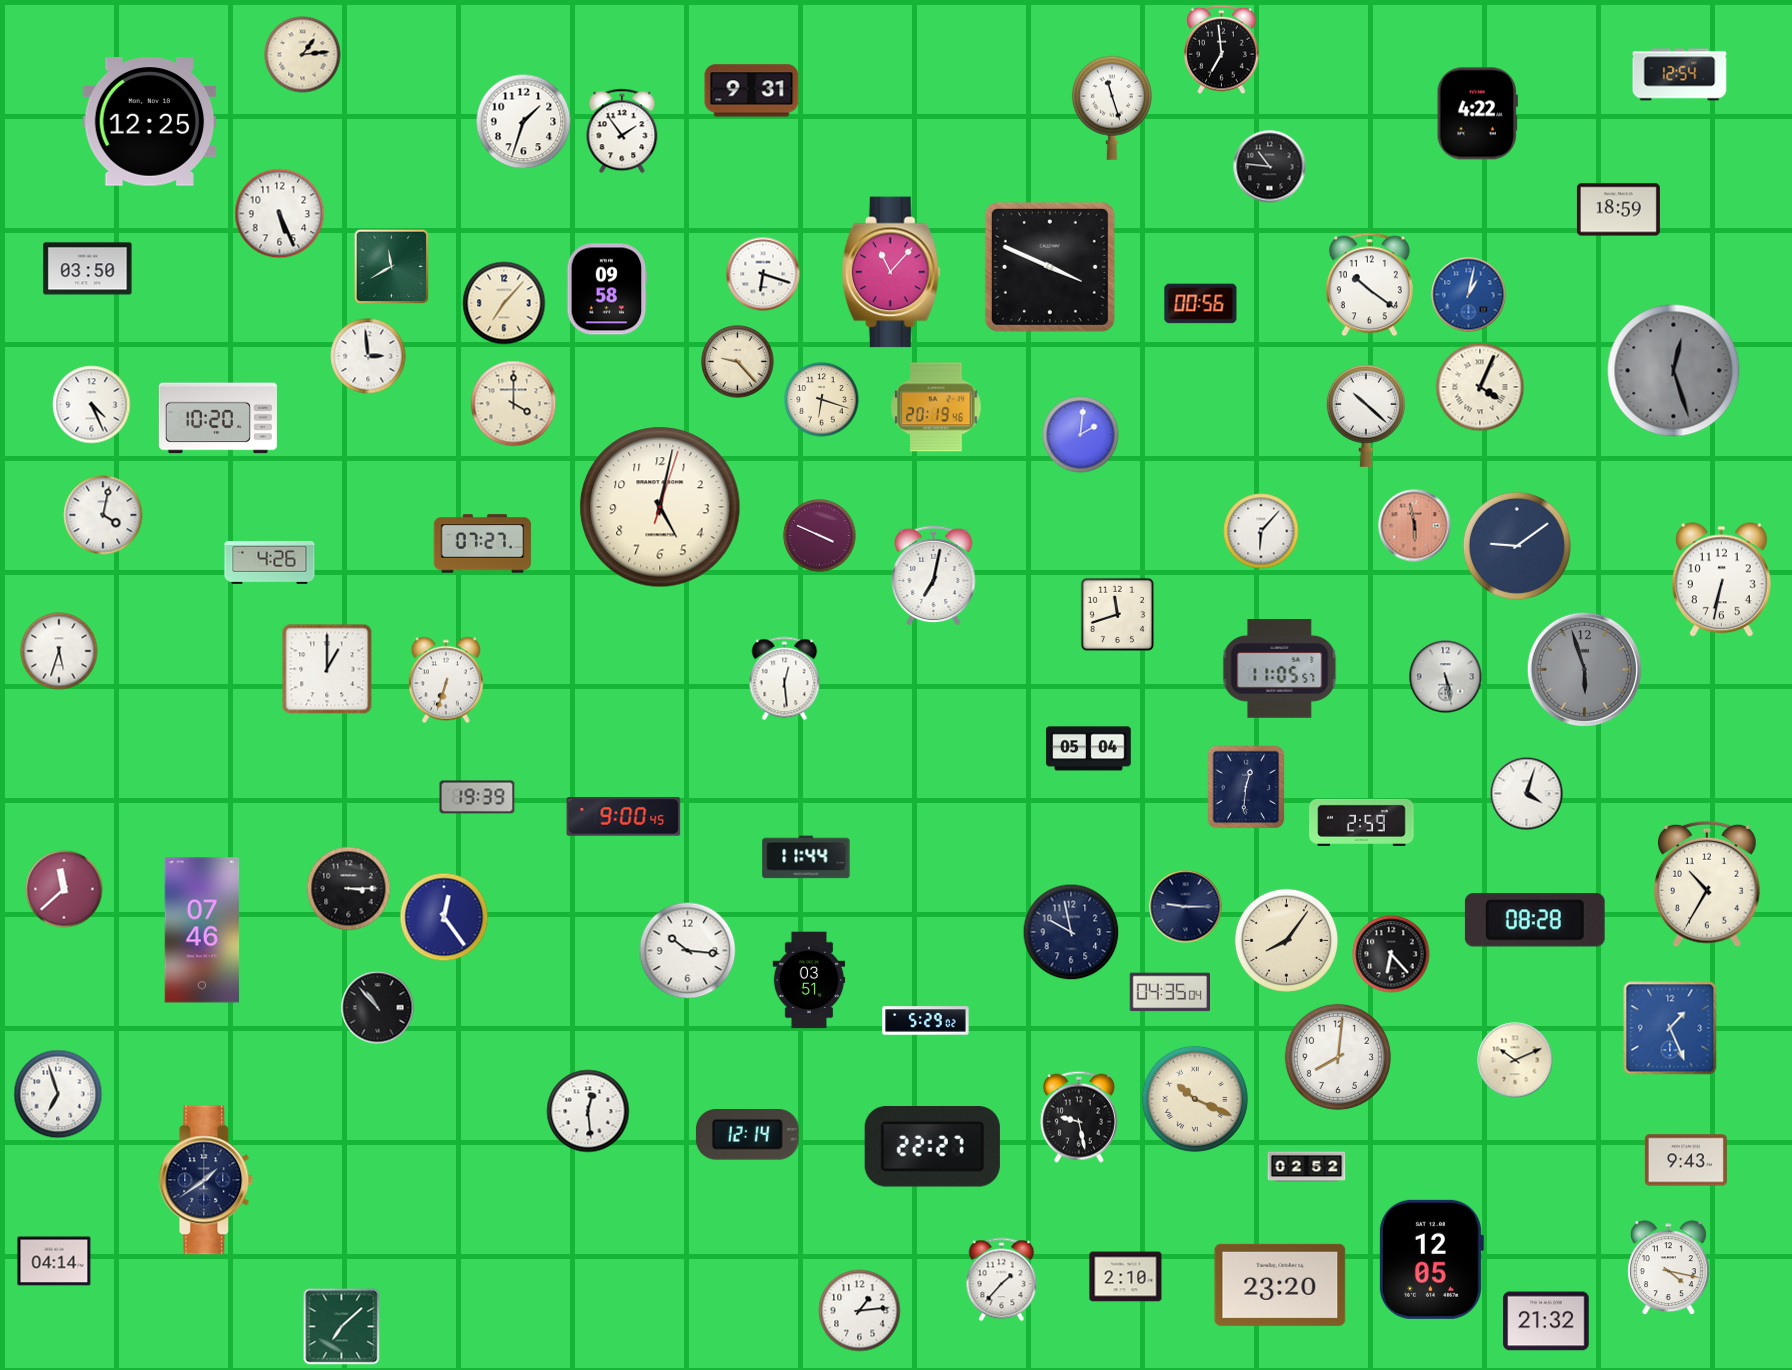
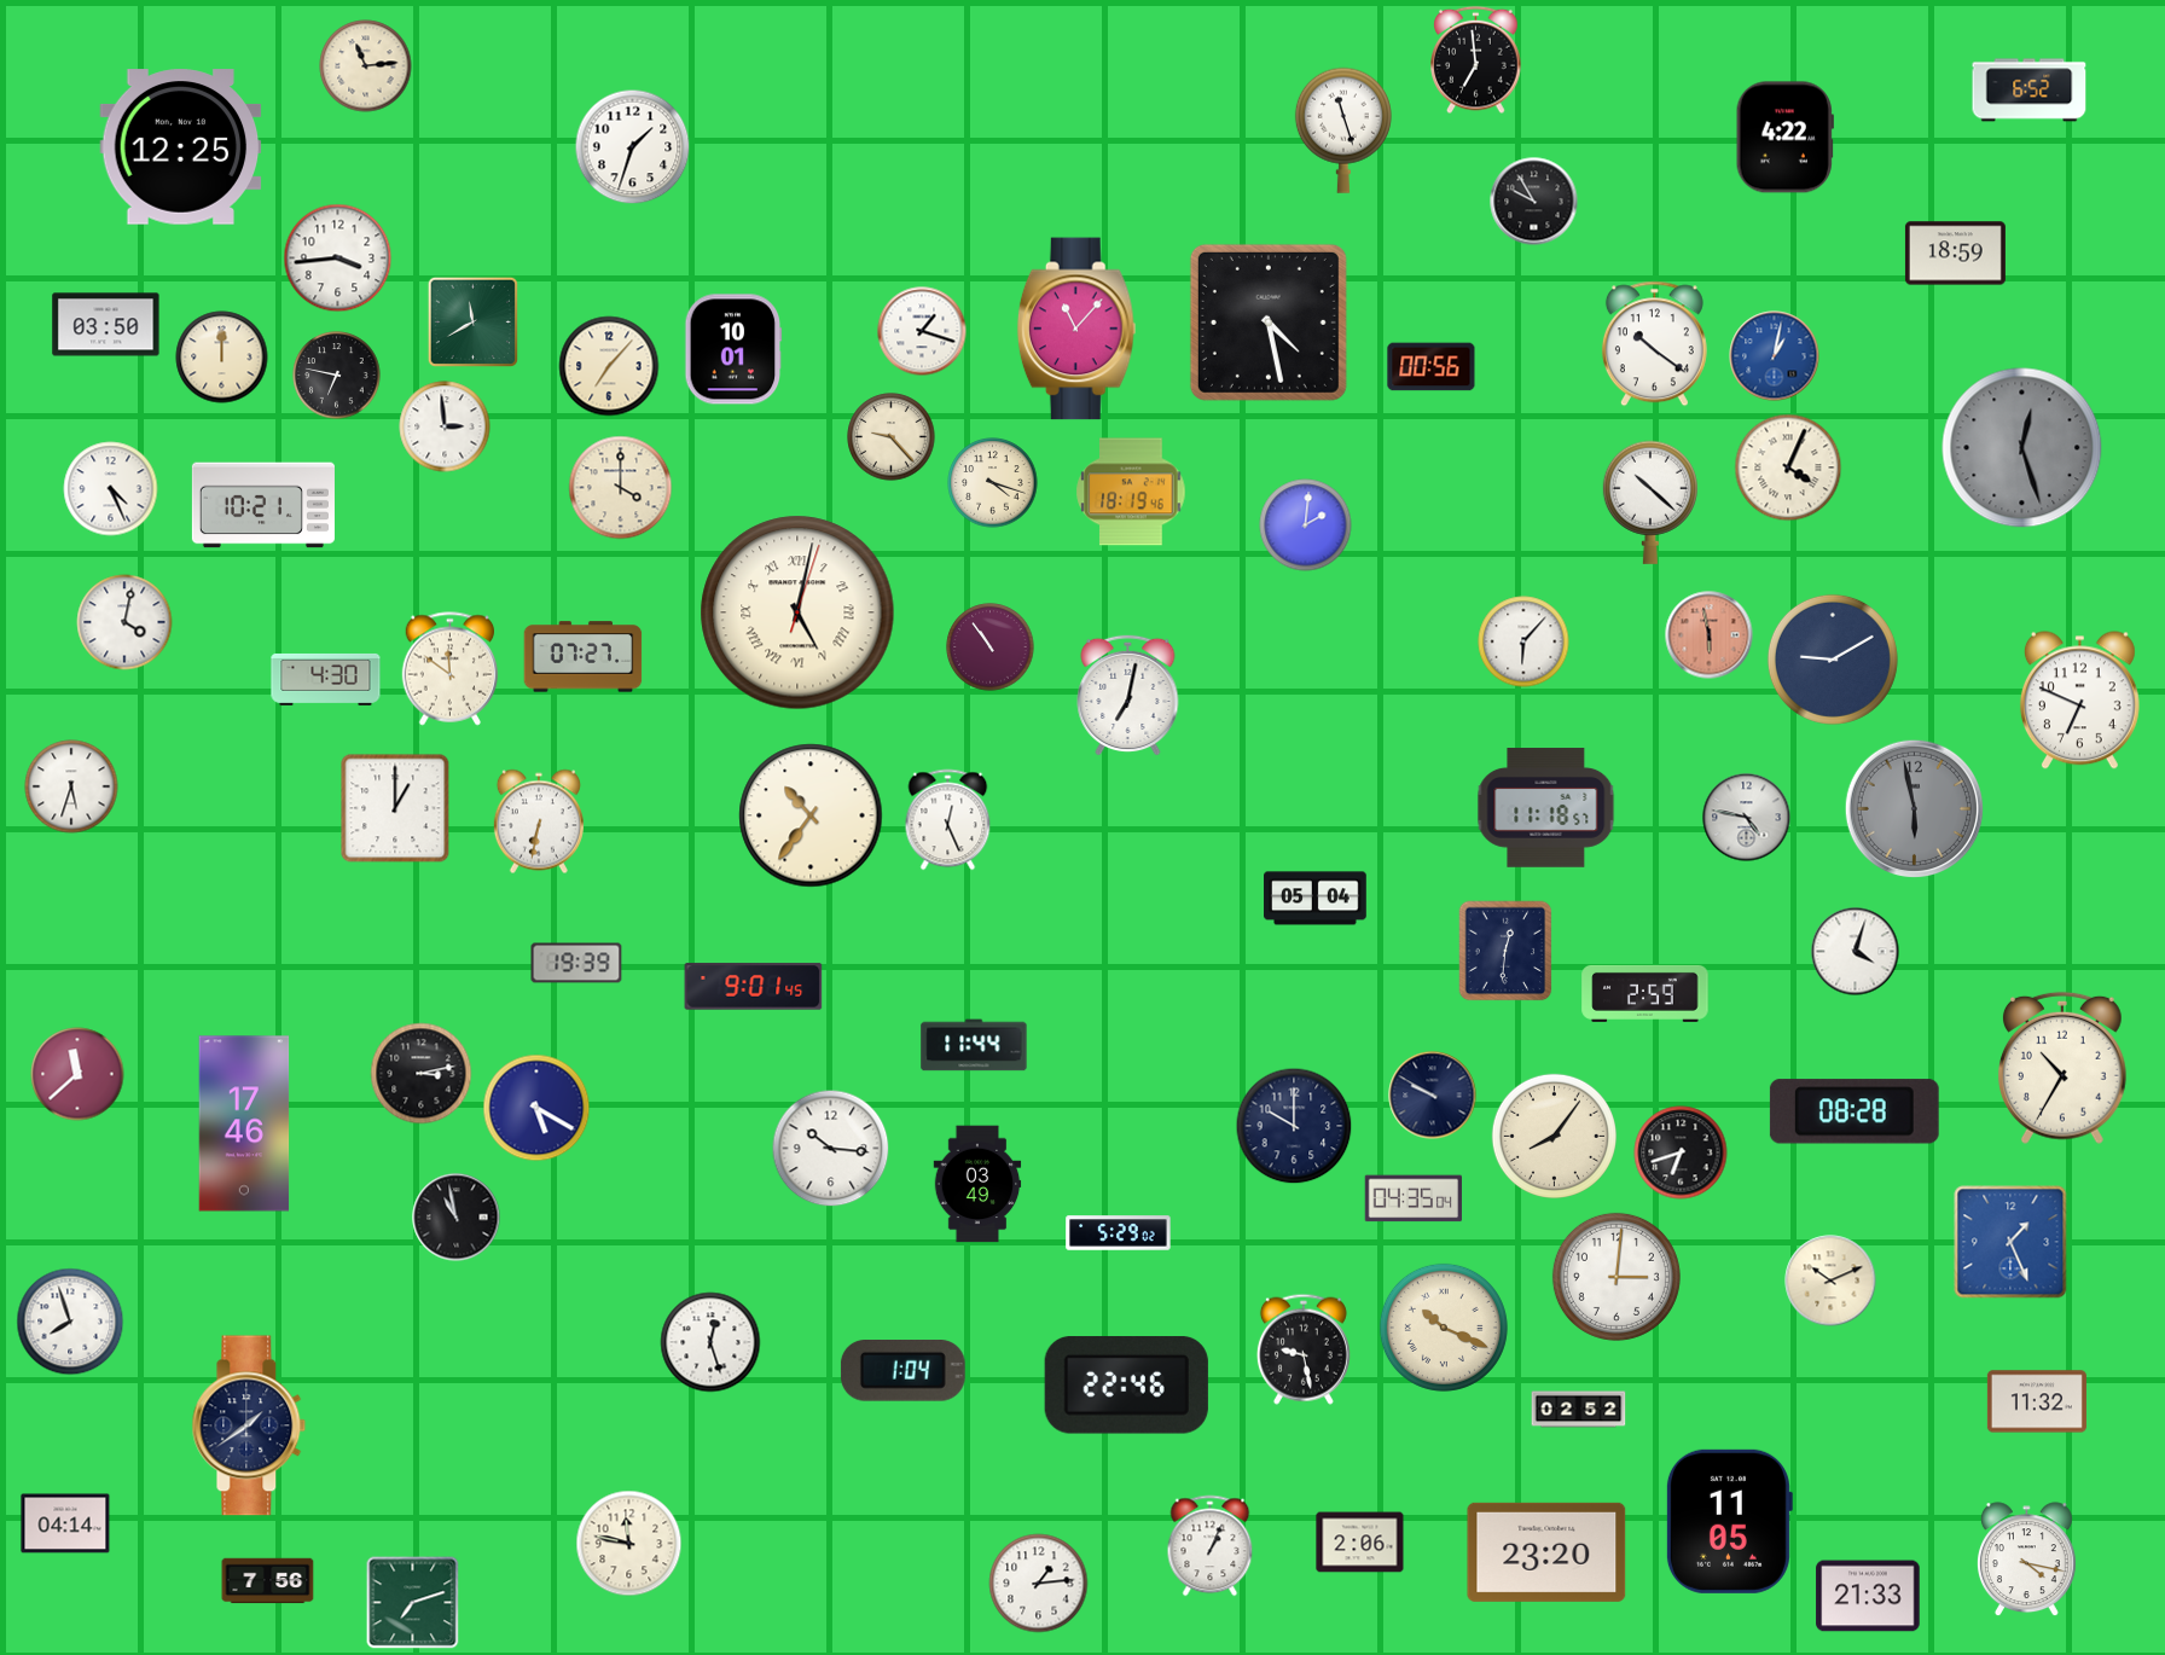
clock at (303, 55): 1:14 -> 11:14
clock at (1680, 75): 12:54 -> 6:52
clock at (752, 91): 9:31 -> none
clock at (622, 131): 1:54 -> none
clock at (1270, 167): 10:46 -> 9:55
clock at (280, 214): 5:26 -> 3:44
clock at (1050, 267): 3:49 -> 4:28
clock at (763, 274): 6:18 -> 1:18
clock at (607, 289): 09:58 -> 10:01
clock at (222, 358): none -> 12:00
clock at (1201, 304) position: (1201, 304) -> (1432, 367)
clock at (337, 376): none -> 6:47
clock at (368, 356) position: (368, 356) -> (445, 426)
clock at (822, 400): 6:18 -> 4:18
clock at (936, 407): 20:19 -> 18:19
clock at (218, 418): 10:20 -> 10:21
clock at (660, 507) numerals: Arabic -> Roman
clock at (820, 536): 3:49 -> 10:54
clock at (1517, 546): 9:09 -> 9:10
clock at (451, 669): none -> 11:51
clock at (270, 562): 4:26 -> 4:30
clock at (1721, 580): 6:32 -> 6:49
clock at (1117, 614): 11:42 -> none
clock at (1280, 669): 11:05 -> 11:18
clock at (1584, 669): 5:57 -> 5:58
clock at (811, 815): none -> 10:36
clock at (1446, 677): 5:28 -> 4:47
clock at (785, 679): 12:29 -> 12:26
clock at (446, 680): 6:33 -> 6:32
clock at (1089, 749) position: (1089, 749) -> (1316, 899)
clock at (1527, 794) position: (1527, 794) -> (1856, 952)
clock at (624, 817): 9:00 -> 9:01
clock at (806, 857) position: (806, 857) -> (974, 1045)
clock at (349, 889): 3:15 -> 3:13
clock at (1186, 907): 9:15 -> 9:50
clock at (444, 917): 12:24 -> 5:20
clock at (202, 930): 07:46 -> 17:46
clock at (1071, 932): 9:58 -> 10:00
clock at (1391, 954): 6:23 -> 6:42
clock at (809, 980): 03:51 -> 03:49
clock at (378, 1008): 10:53 -> 10:58
clock at (1670, 1028) position: (1670, 1028) -> (2010, 1242)
clock at (1338, 1057): 8:01 -> 3:01
clock at (58, 1094): 6:57 -> 7:57
clock at (588, 1111): 12:29 -> 12:27
clock at (747, 1135): 12:14 -> 1:04
clock at (932, 1147): 22:27 -> 22:46
clock at (1686, 1160): 9:43 -> 11:32
clock at (1431, 1259): 12:05 -> 11:05
clock at (1668, 1268) position: (1668, 1268) -> (2026, 1560)
clock at (1126, 1277): 2:10 -> 2:06
clock at (629, 1544): none -> 11:47
clock at (1002, 1280): 1:37 -> 1:04
clock at (268, 1581): none -> 7:56
clock at (1546, 1321): 21:32 -> 21:33
clock at (342, 1327): 7:08 -> 7:12
